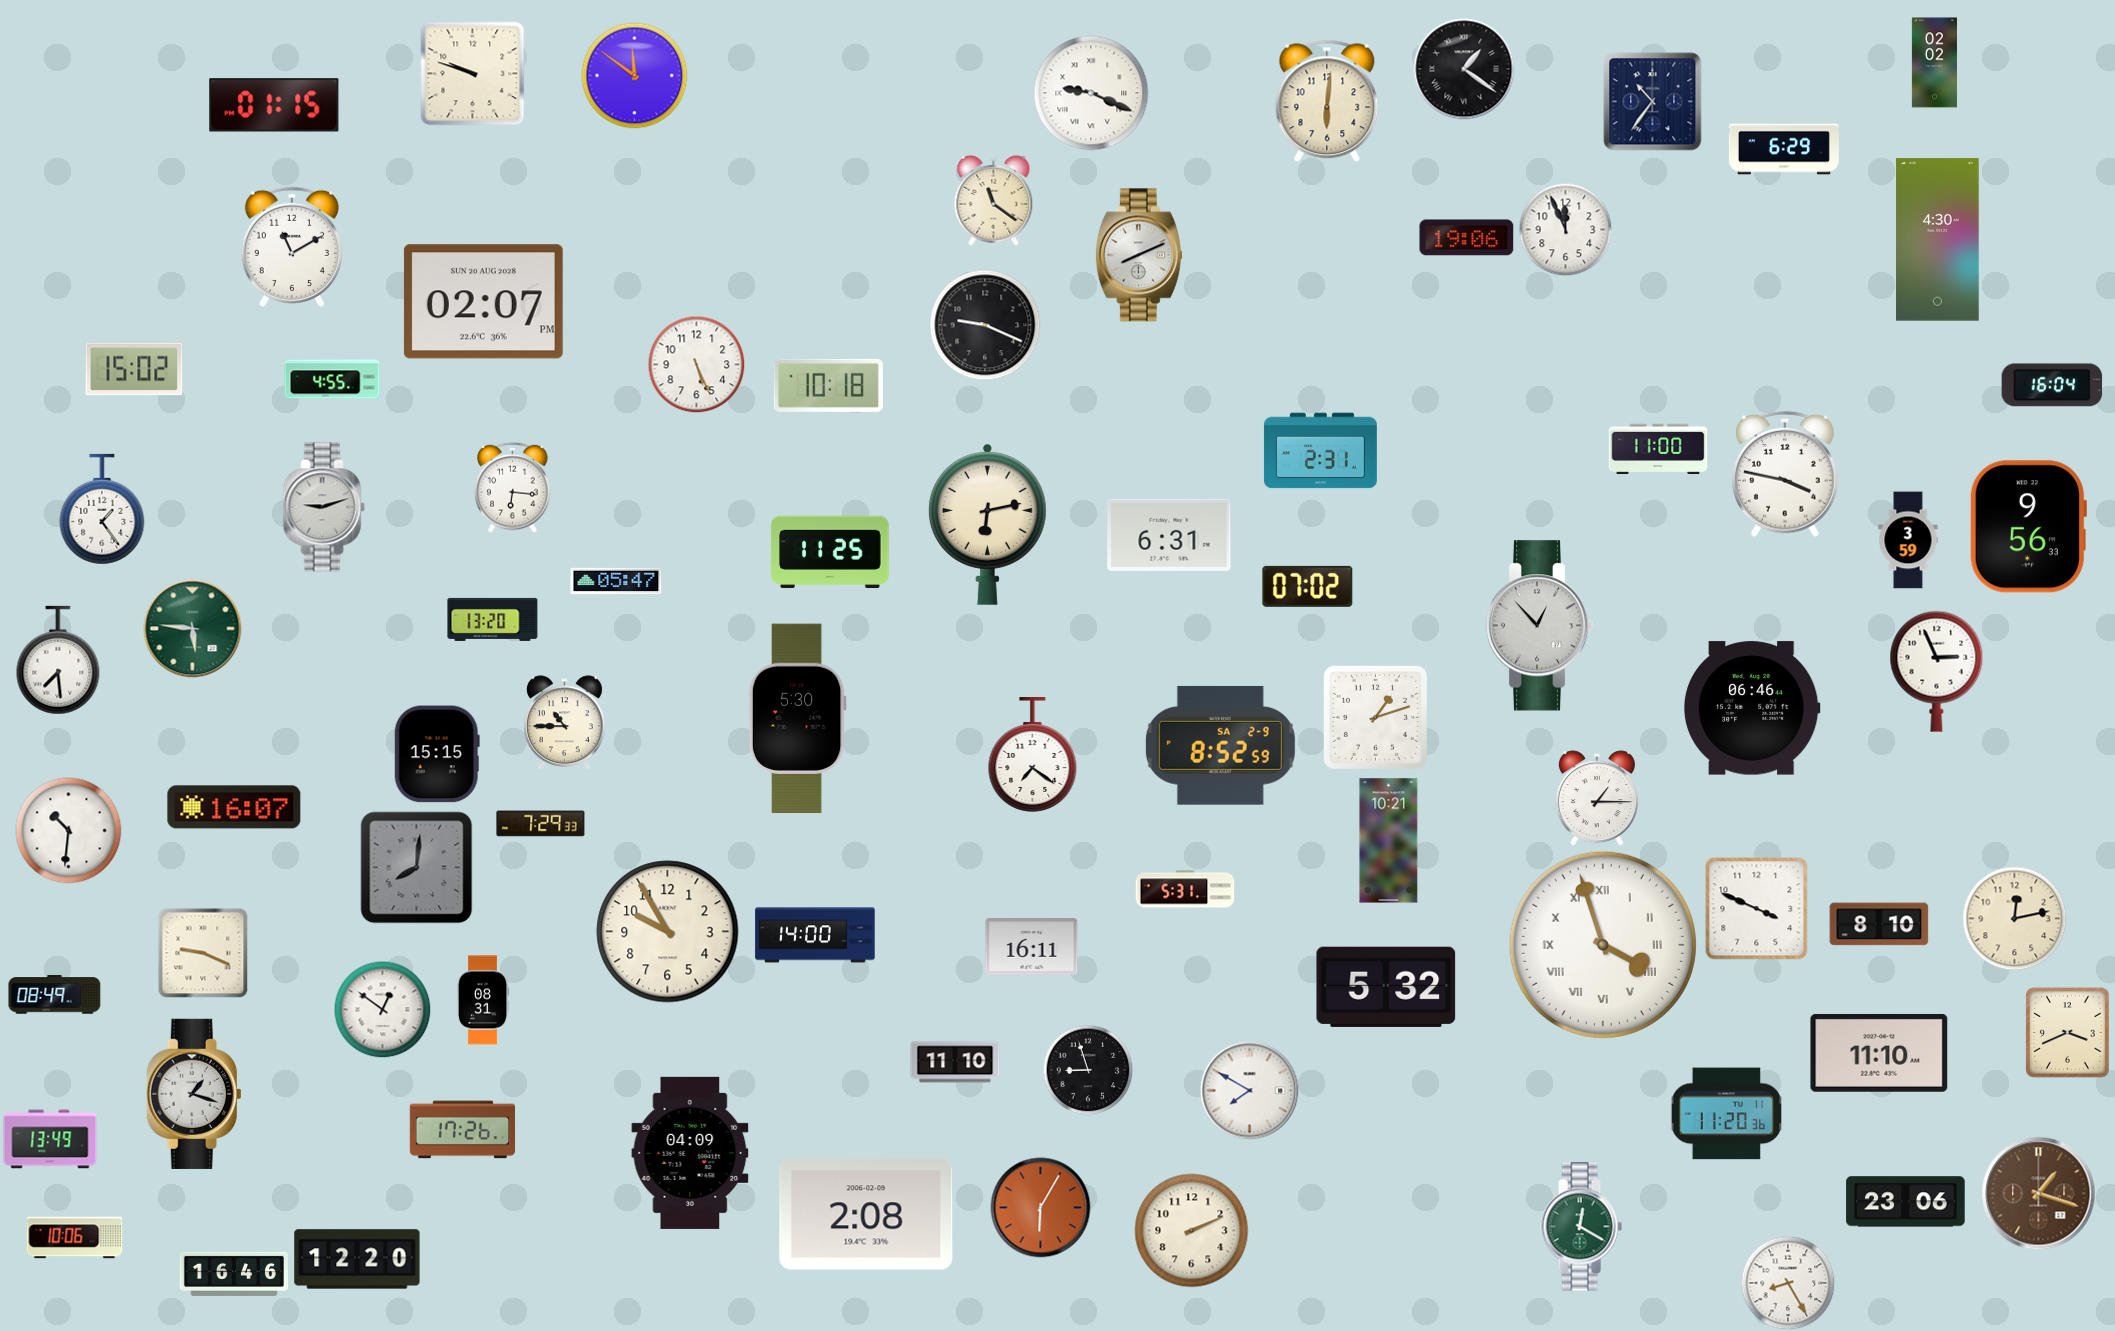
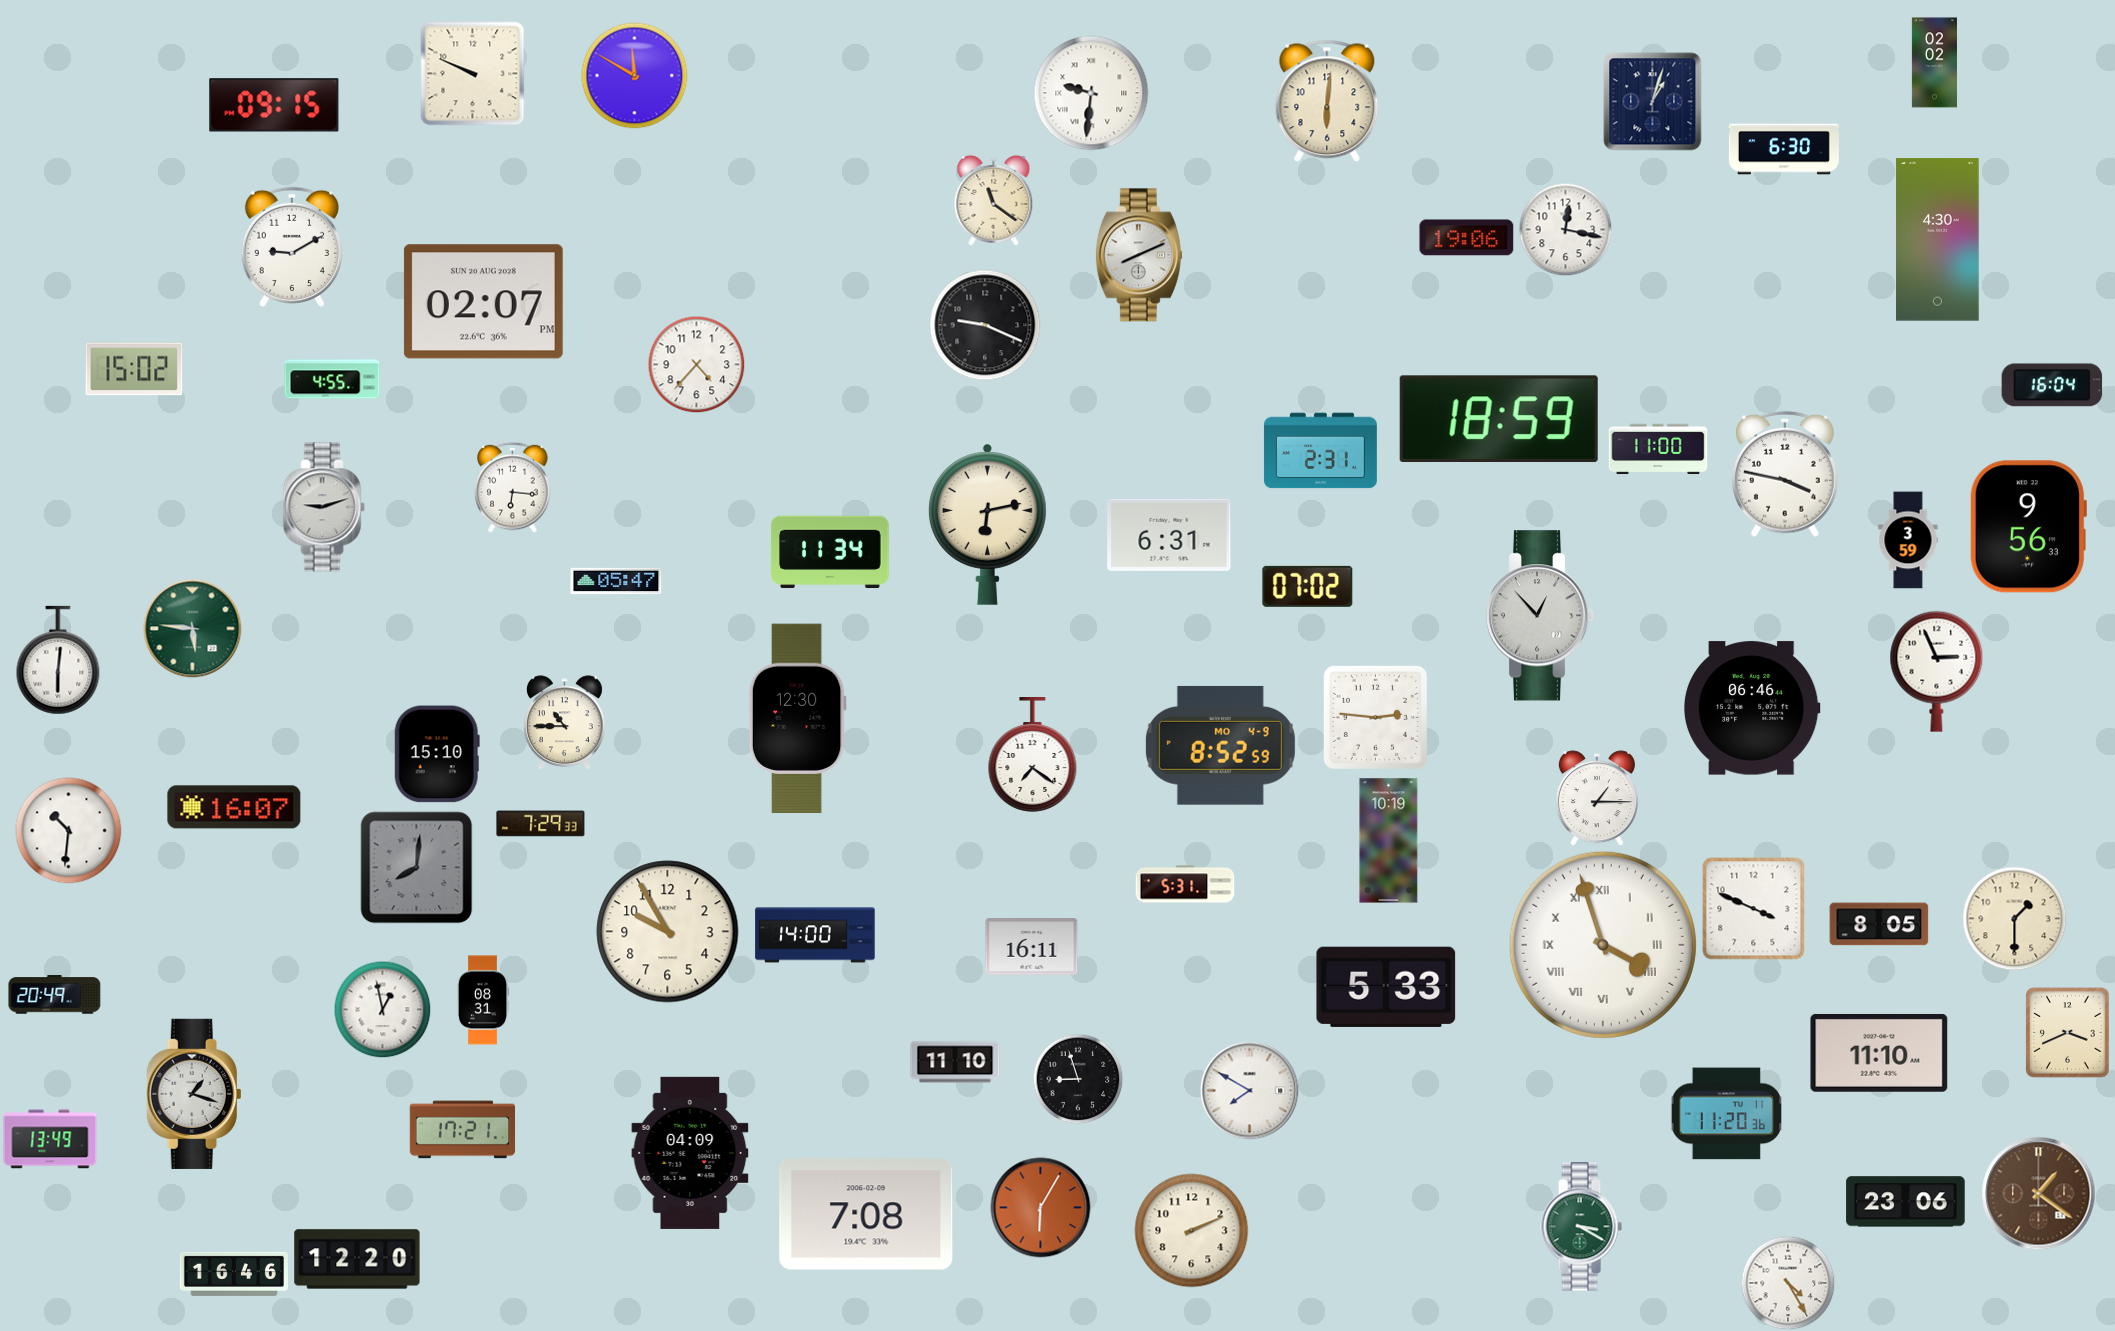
clock at (1464, 69): 1:21 -> none
clock at (473, 74): 9:48 -> 9:49
clock at (635, 76): 11:51 -> 11:50
clock at (1091, 93): 9:19 -> 9:31
clock at (1653, 102): 10:36 -> 1:03
clock at (274, 105): 01:15 -> 09:15
clock at (1784, 149): 6:29 -> 6:30
clock at (1565, 229): 11:56 -> 12:17
clock at (292, 246): 11:10 -> 9:10
clock at (696, 364): 5:26 -> 4:37
clock at (828, 385): 10:18 -> none
clock at (1499, 418): none -> 18:59
clock at (102, 509): 1:24 -> none
clock at (830, 552): 11:25 -> 11:34
clock at (493, 619): 13:20 -> none
clock at (1539, 626) position: (1539, 626) -> (1539, 616)
clock at (58, 660): 7:29 -> 6:01
clock at (1375, 717): 1:12 -> 2:46
clock at (797, 719): 5:30 -> 12:30
clock at (1220, 745) date: SA 2-9 -> MO 4-9
clock at (437, 754): 15:15 -> 15:10
clock at (1389, 841): 10:21 -> 10:19
clock at (1185, 889) position: (1185, 889) -> (1185, 884)
clock at (1757, 909) position: (1757, 909) -> (1754, 909)
clock at (2015, 919): 12:13 -> 1:30
clock at (1879, 924): 8:10 -> 8:05
clock at (203, 953): 9:19 -> none
clock at (1386, 987): 5:32 -> 5:33
clock at (55, 995): 08:49 -> 20:49
clock at (382, 1009): 12:51 -> 12:58
clock at (1088, 1070) position: (1088, 1070) -> (1078, 1079)
clock at (463, 1130): 17:26 -> 17:21
clock at (2039, 1194): 1:18 -> 1:21
clock at (866, 1214): 2:08 -> 7:08
clock at (1581, 1227): 12:20 -> 3:20
clock at (75, 1238): 10:06 -> none
clock at (1788, 1283): 8:25 -> 4:25
